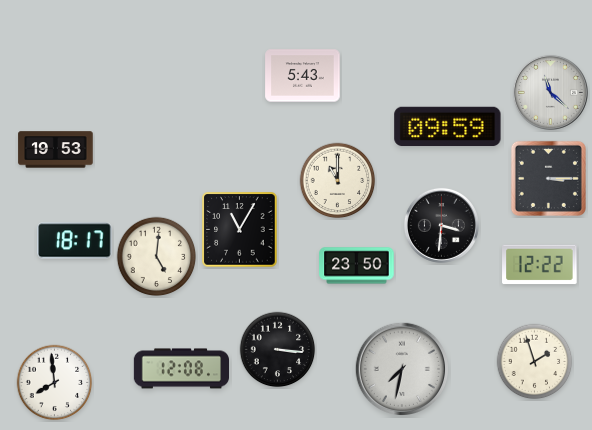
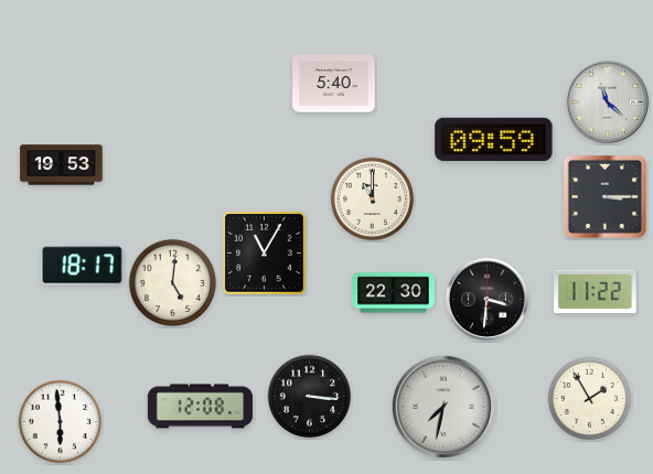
clock at (303, 76): 5:43 -> 5:40
clock at (441, 225) position: (441, 225) -> (486, 299)
clock at (540, 265): 12:22 -> 11:22
clock at (357, 266): 23:50 -> 22:30
clock at (278, 350) position: (278, 350) -> (310, 397)
clock at (535, 362): 1:57 -> 1:55
clock at (55, 383): 7:59 -> 5:59
